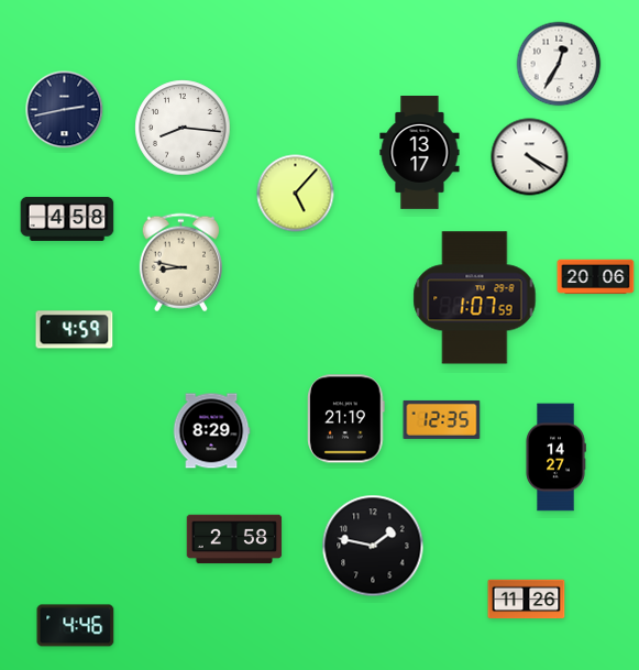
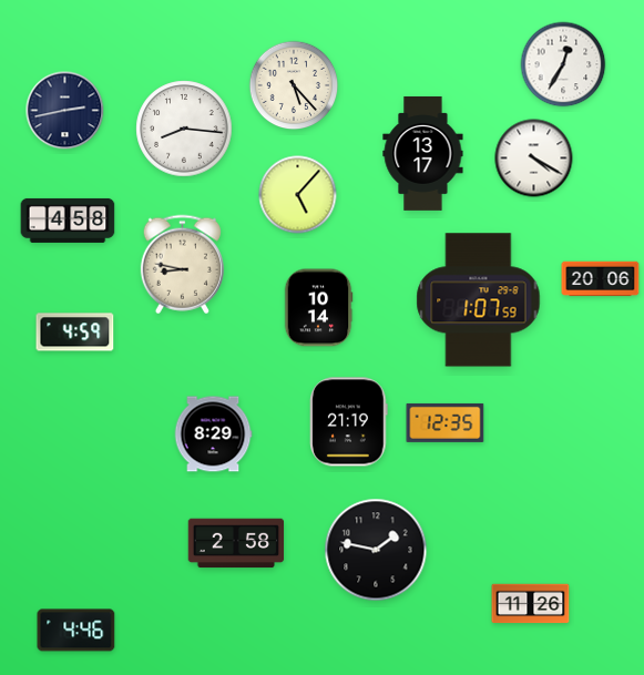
clock at (294, 85): none -> 5:23
clock at (318, 308): none -> 10:14
clock at (555, 458): 14:27 -> none
